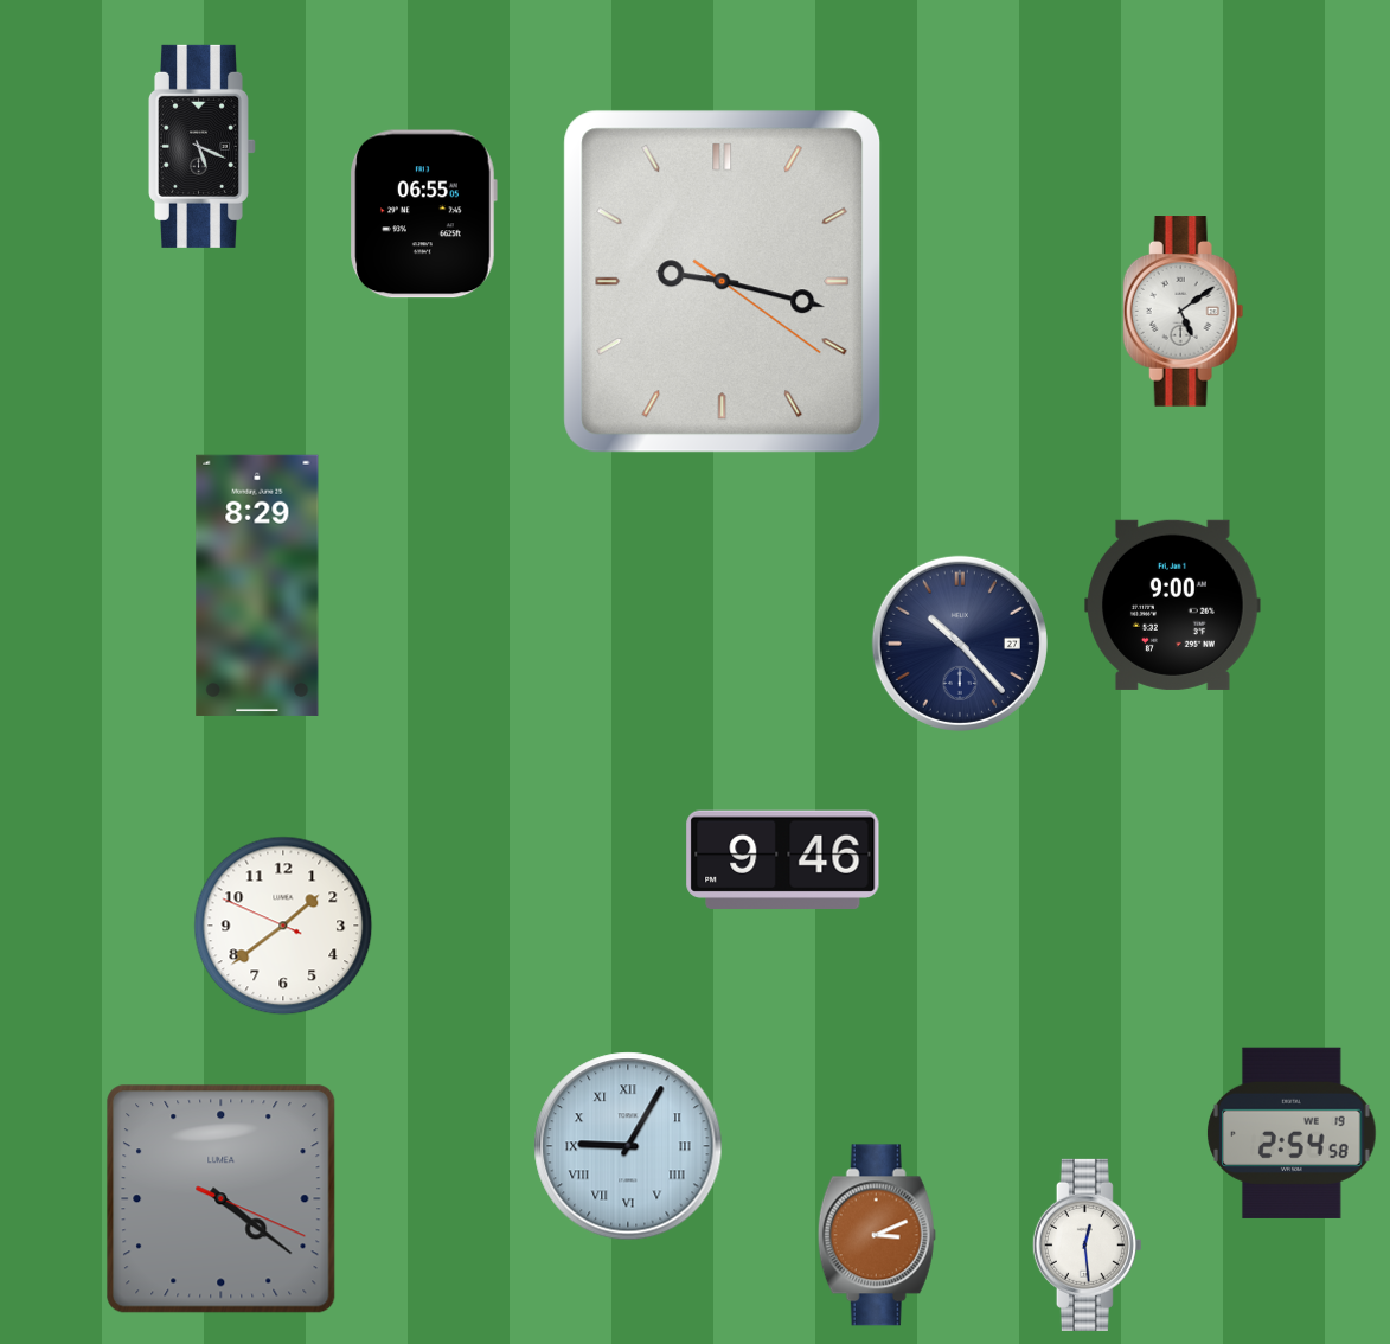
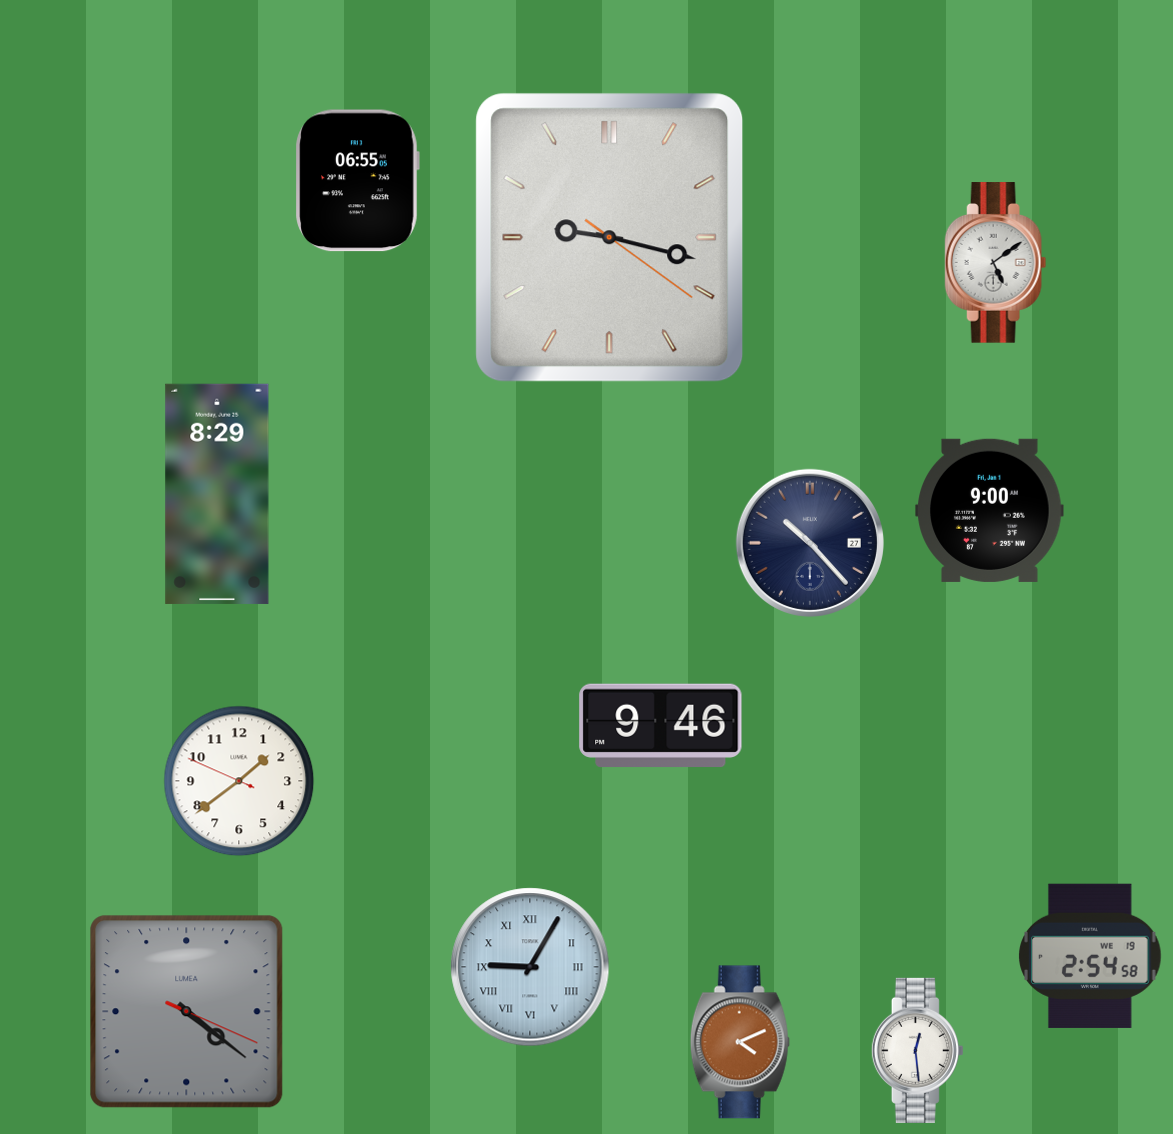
clock at (203, 146): 5:19 -> none
clock at (1184, 312) position: (1184, 312) -> (996, 263)
clock at (877, 1235): 3:11 -> 4:11
